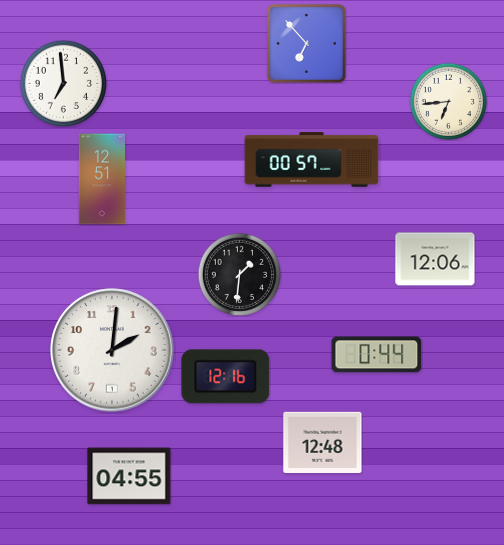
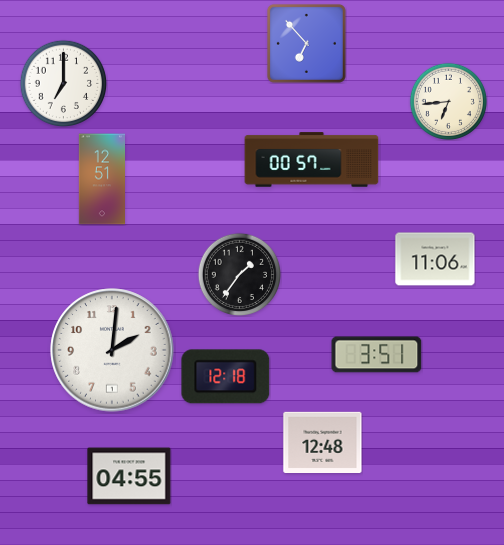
clock at (63, 83): 6:59 -> 7:00
clock at (435, 259): 12:06 -> 11:06
clock at (239, 274): 1:31 -> 1:36
clock at (377, 355): 0:44 -> 3:51
clock at (226, 377): 12:16 -> 12:18
